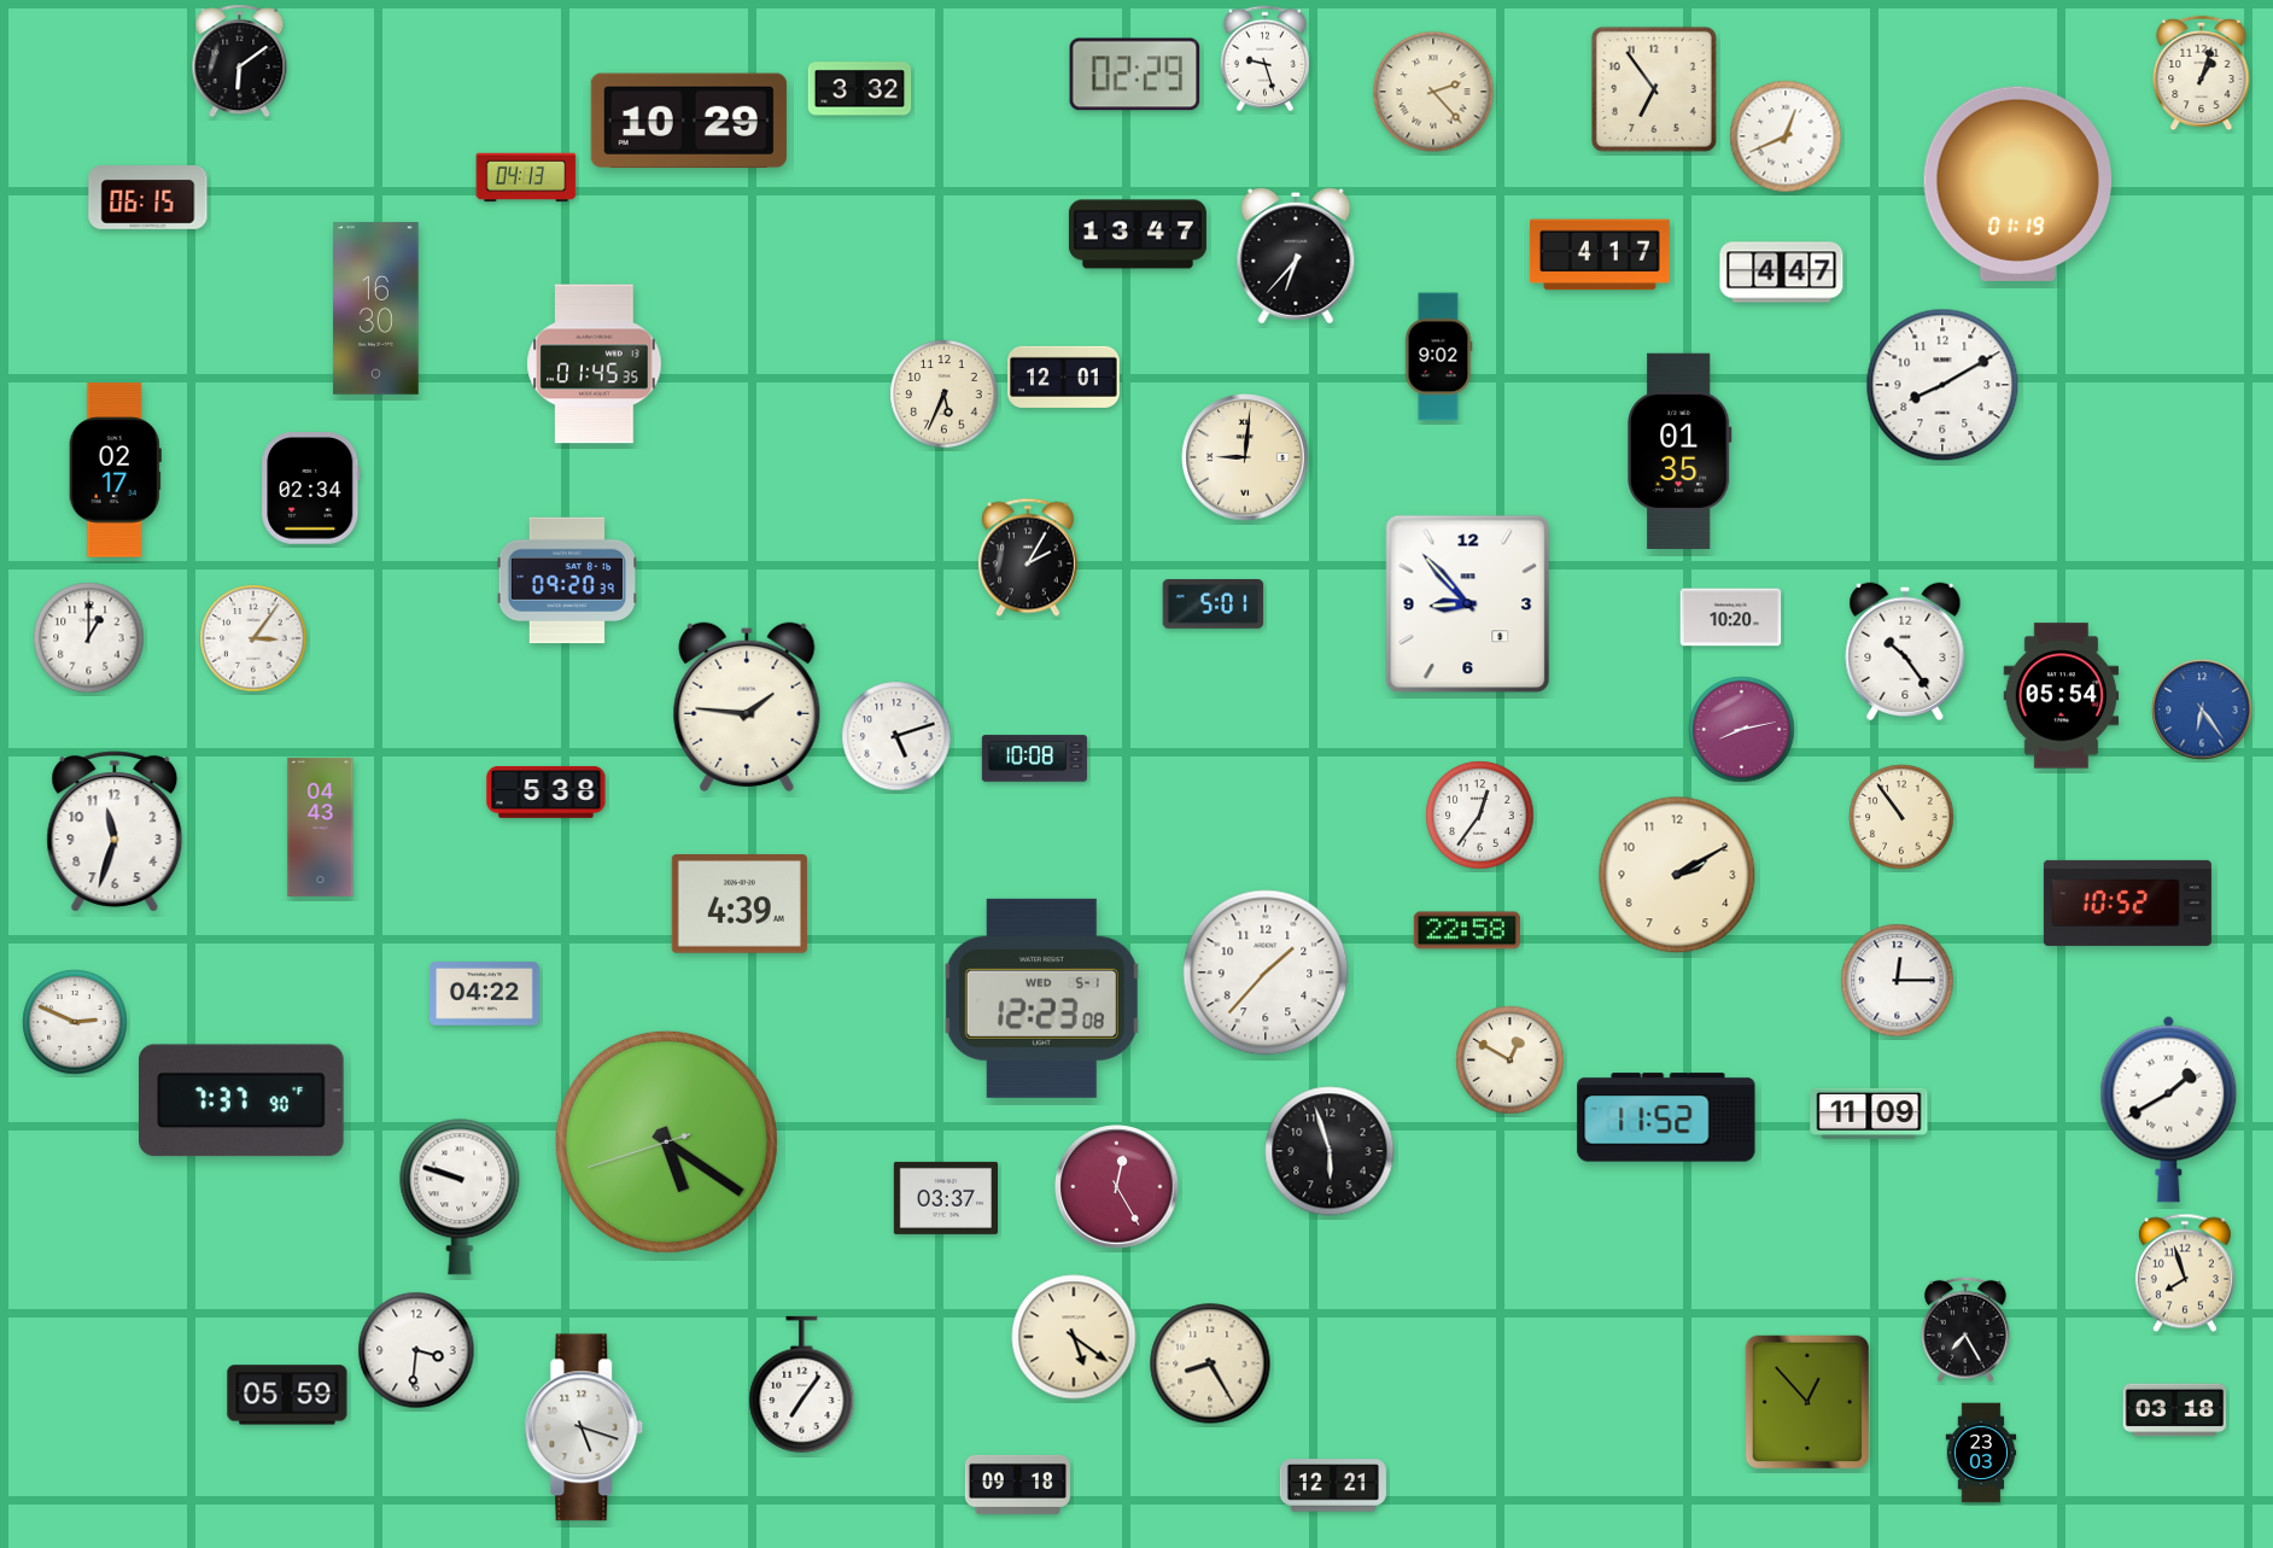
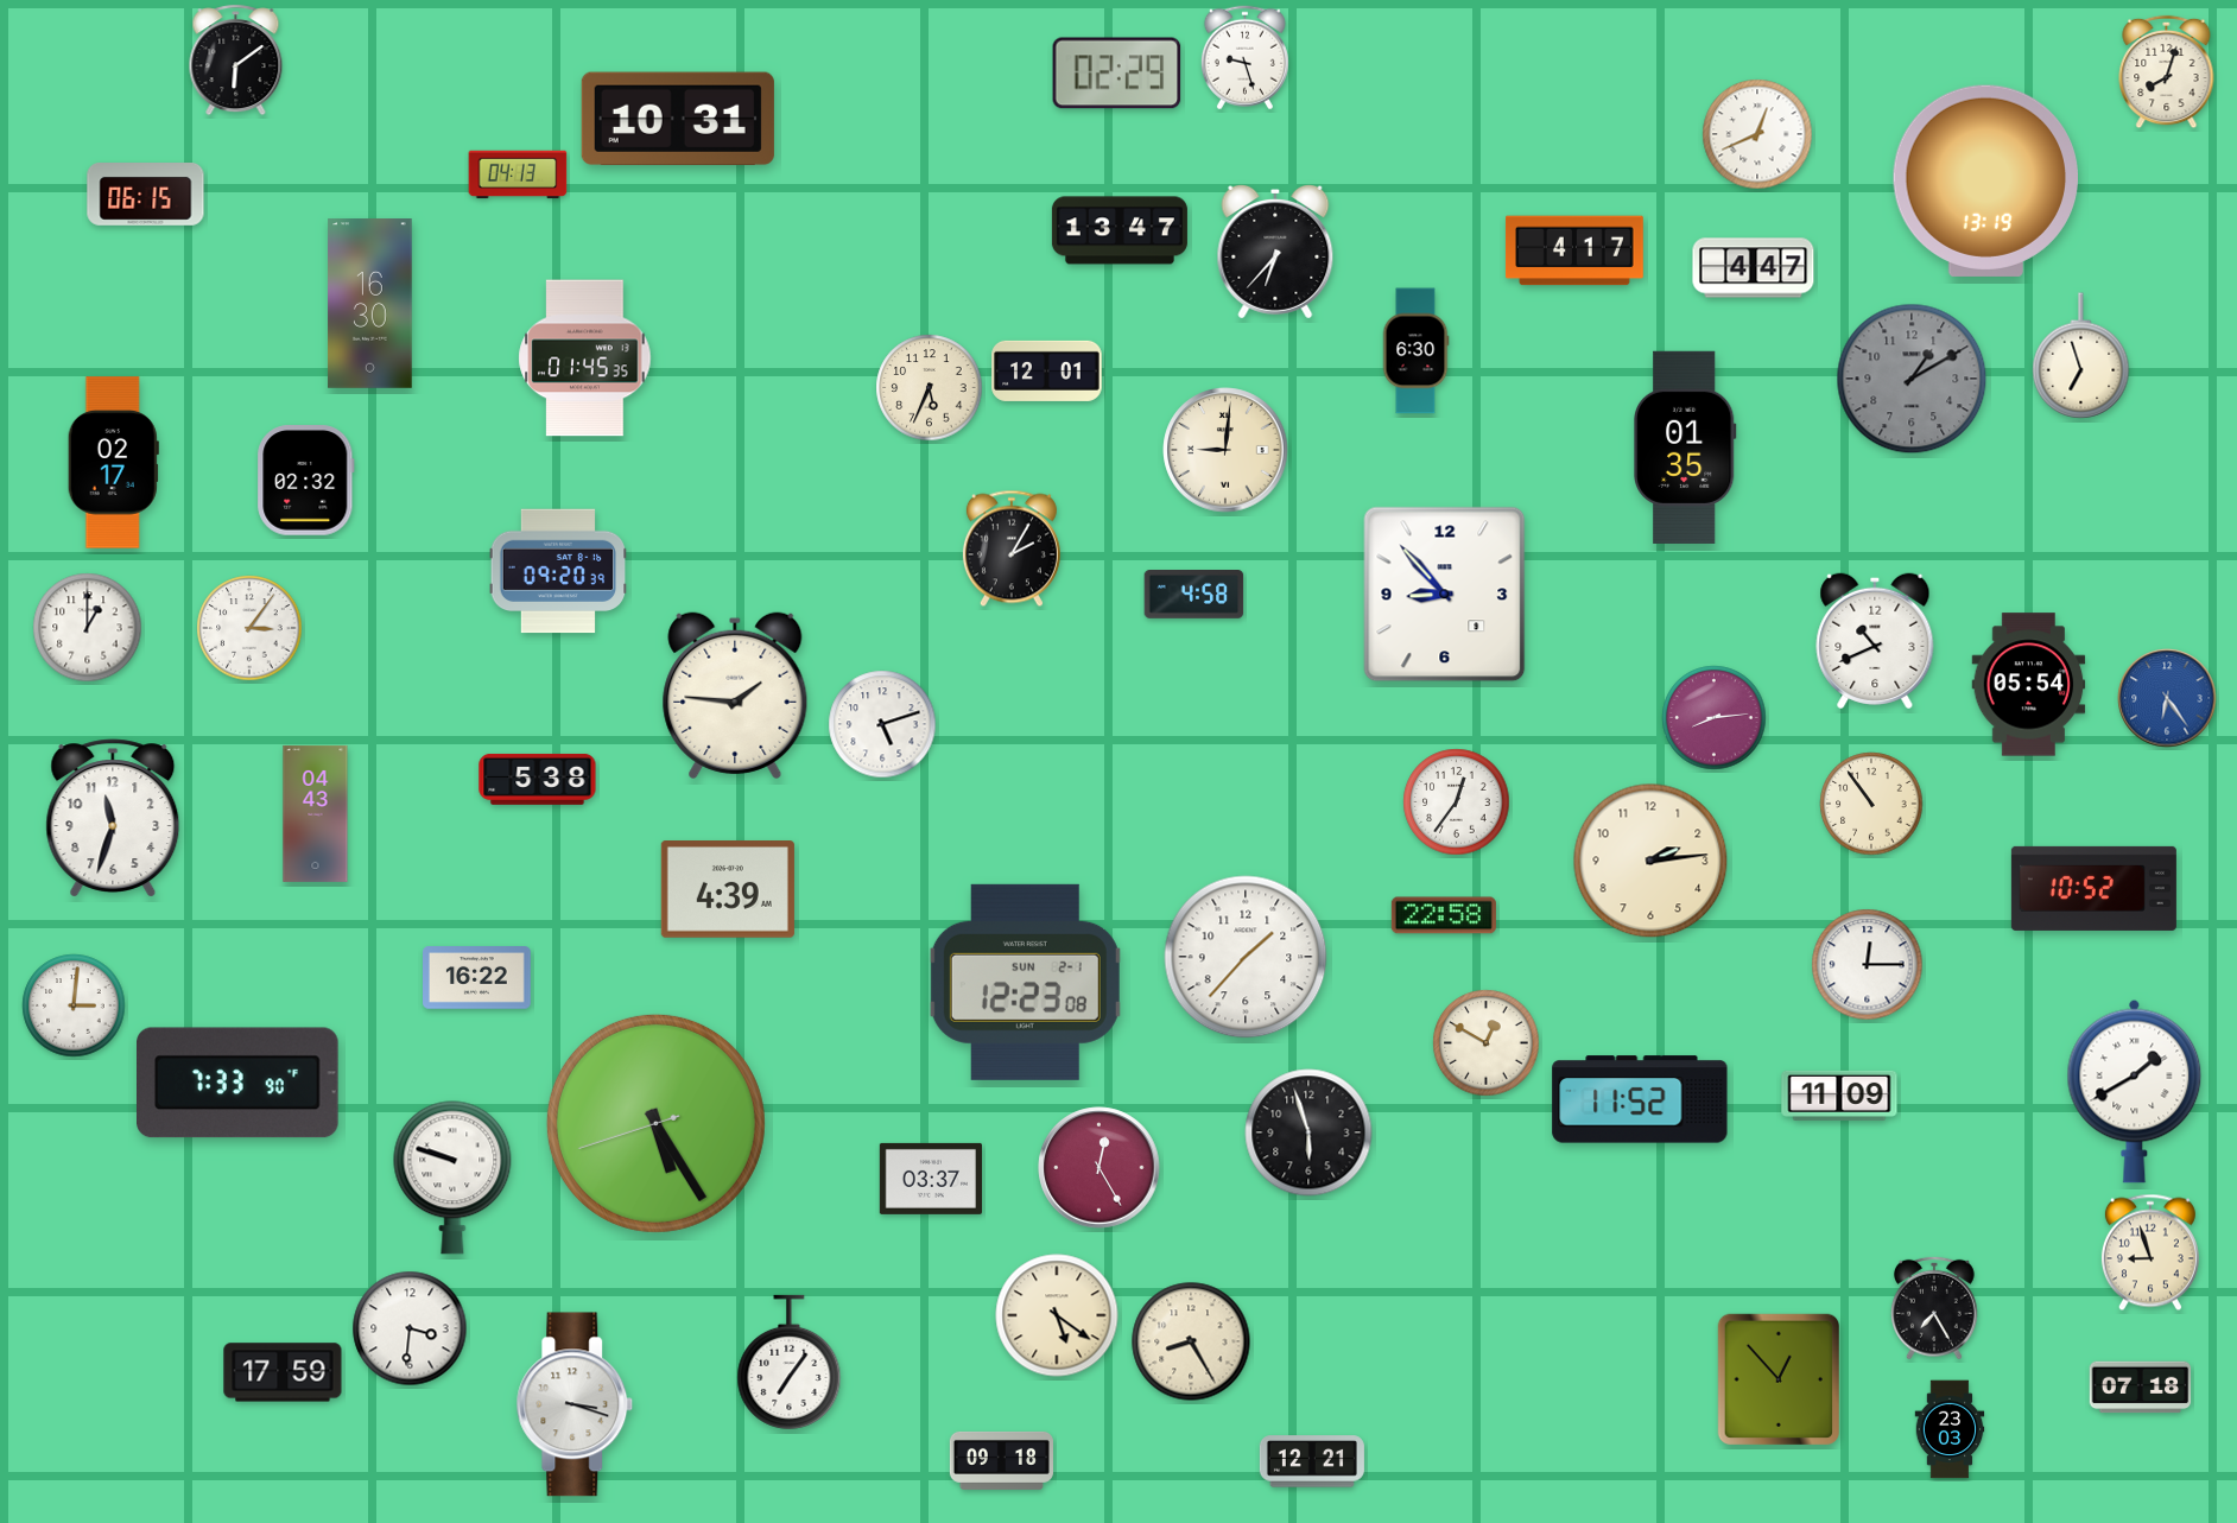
clock at (2202, 74): 1:03 -> 8:03
clock at (860, 89): 3:32 -> none
clock at (1654, 89): 6:54 -> none
clock at (1433, 92): 2:23 -> none
clock at (689, 121): 10:29 -> 10:31
clock at (2017, 183): 01:19 -> 13:19
clock at (1438, 357): 9:02 -> 6:30
clock at (2081, 356): none -> 6:57
clock at (1942, 385): 8:10 -> 1:10
clock at (1942, 385) dial: white -> grey
clock at (1679, 451) position: (1679, 451) -> (1685, 448)
clock at (311, 489): 02:34 -> 02:32
clock at (1214, 604): 5:01 -> 4:58
clock at (1731, 618): 10:20 -> none
clock at (1905, 652): 10:24 -> 10:41
clock at (1742, 730): 8:13 -> 8:14
clock at (1034, 759): 10:08 -> none
clock at (1677, 875): 2:10 -> 2:14
clock at (485, 994): 04:22 -> 16:22
clock at (1041, 998) date: WED 5-1 -> SUN 2-1
clock at (75, 1022): 2:49 -> 3:01
clock at (243, 1100): 7:37 -> 7:33
clock at (666, 1141): 5:20 -> 5:24
clock at (2185, 1273): 7:57 -> 8:57
clock at (287, 1395): 05:59 -> 17:59
clock at (2175, 1410): 03:18 -> 07:18
clock at (584, 1427): 5:18 -> 3:18
